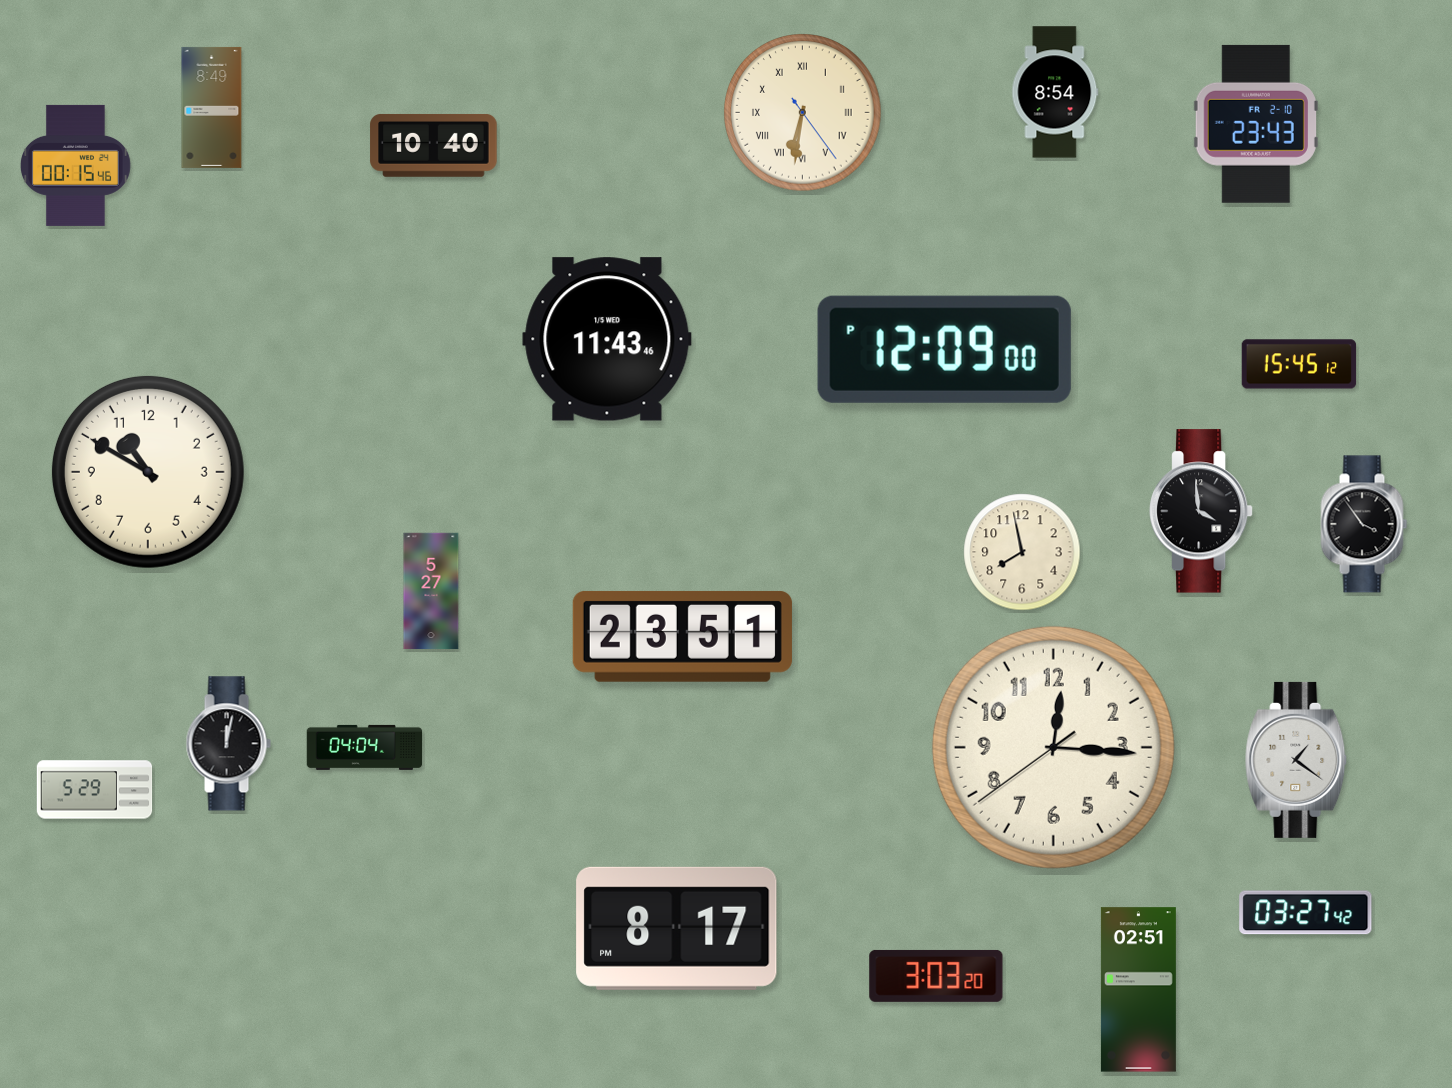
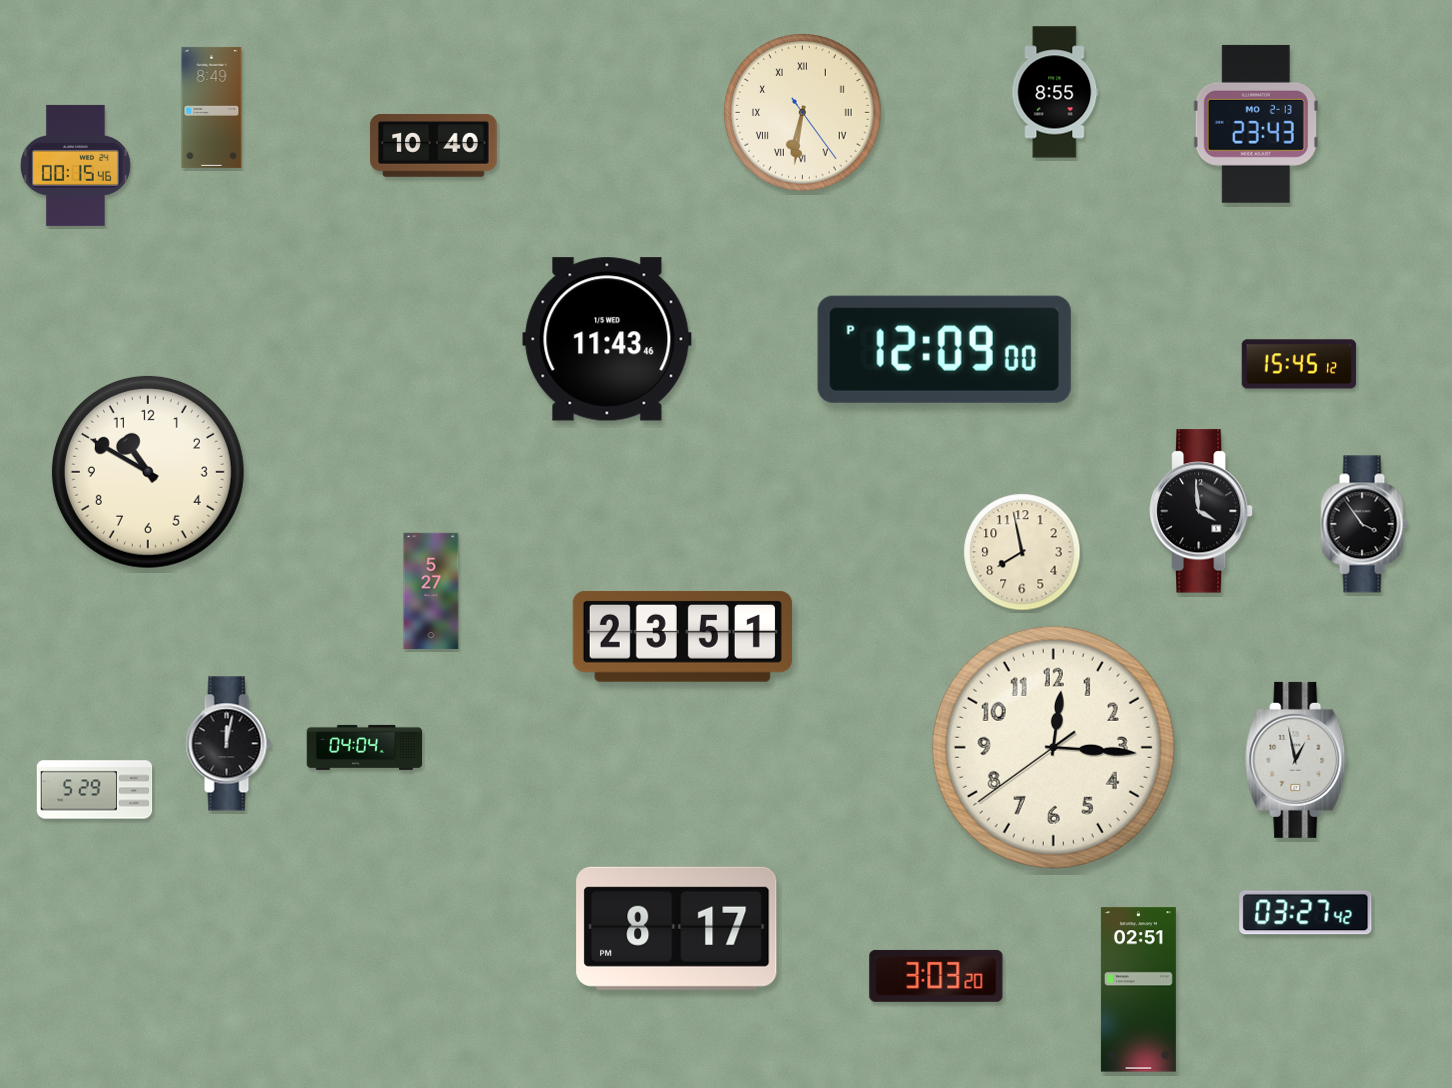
clock at (1055, 92): 8:54 -> 8:55
clock at (1256, 124) date: FR 2-10 -> MO 2-13
clock at (1297, 760): 1:21 -> 12:58
